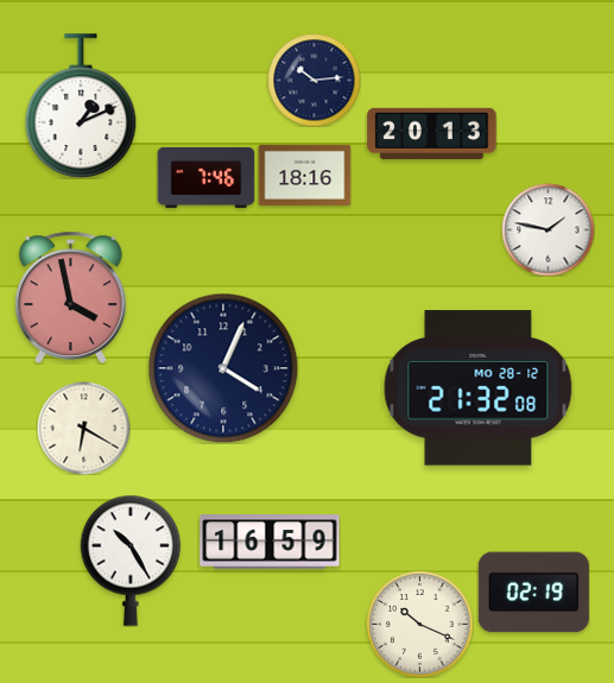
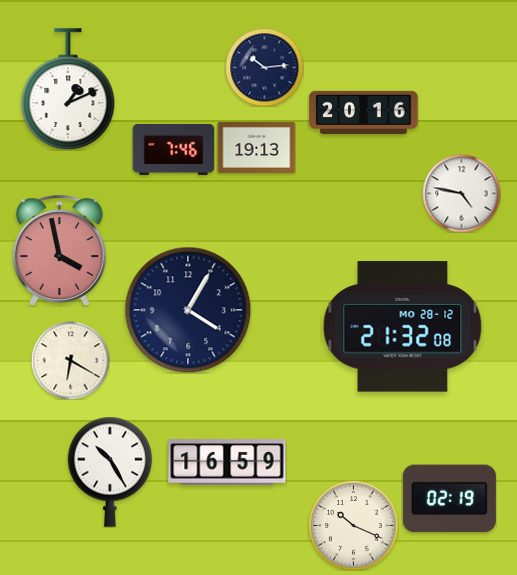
clock at (432, 133): 20:13 -> 20:16
clock at (304, 175): 18:16 -> 19:13
clock at (547, 229): 1:47 -> 4:47
clock at (223, 368): 4:04 -> 4:05
clock at (270, 542) position: (270, 542) -> (227, 462)
